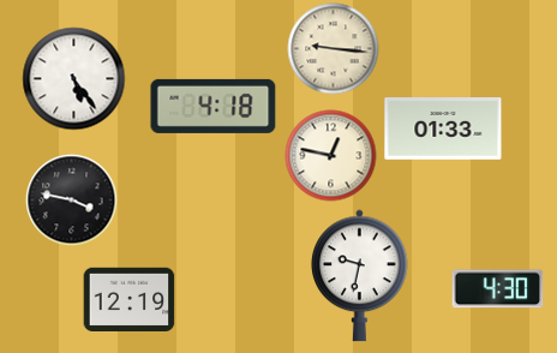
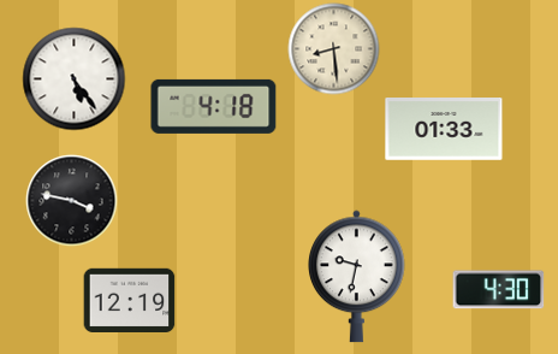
clock at (334, 49): 9:16 -> 8:29
clock at (331, 156): 12:47 -> none
clock at (360, 276) position: (360, 276) -> (357, 277)
